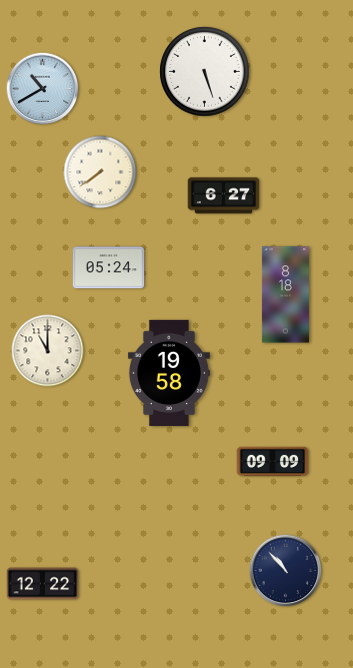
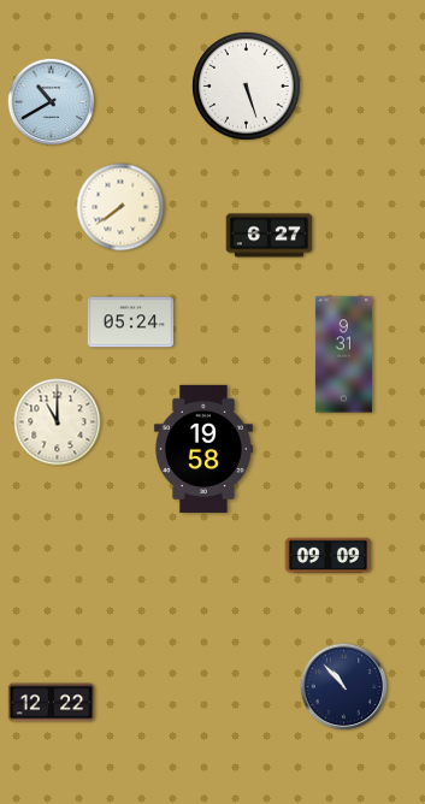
clock at (43, 89) position: (43, 89) -> (52, 102)
clock at (285, 295): 8:18 -> 9:31
